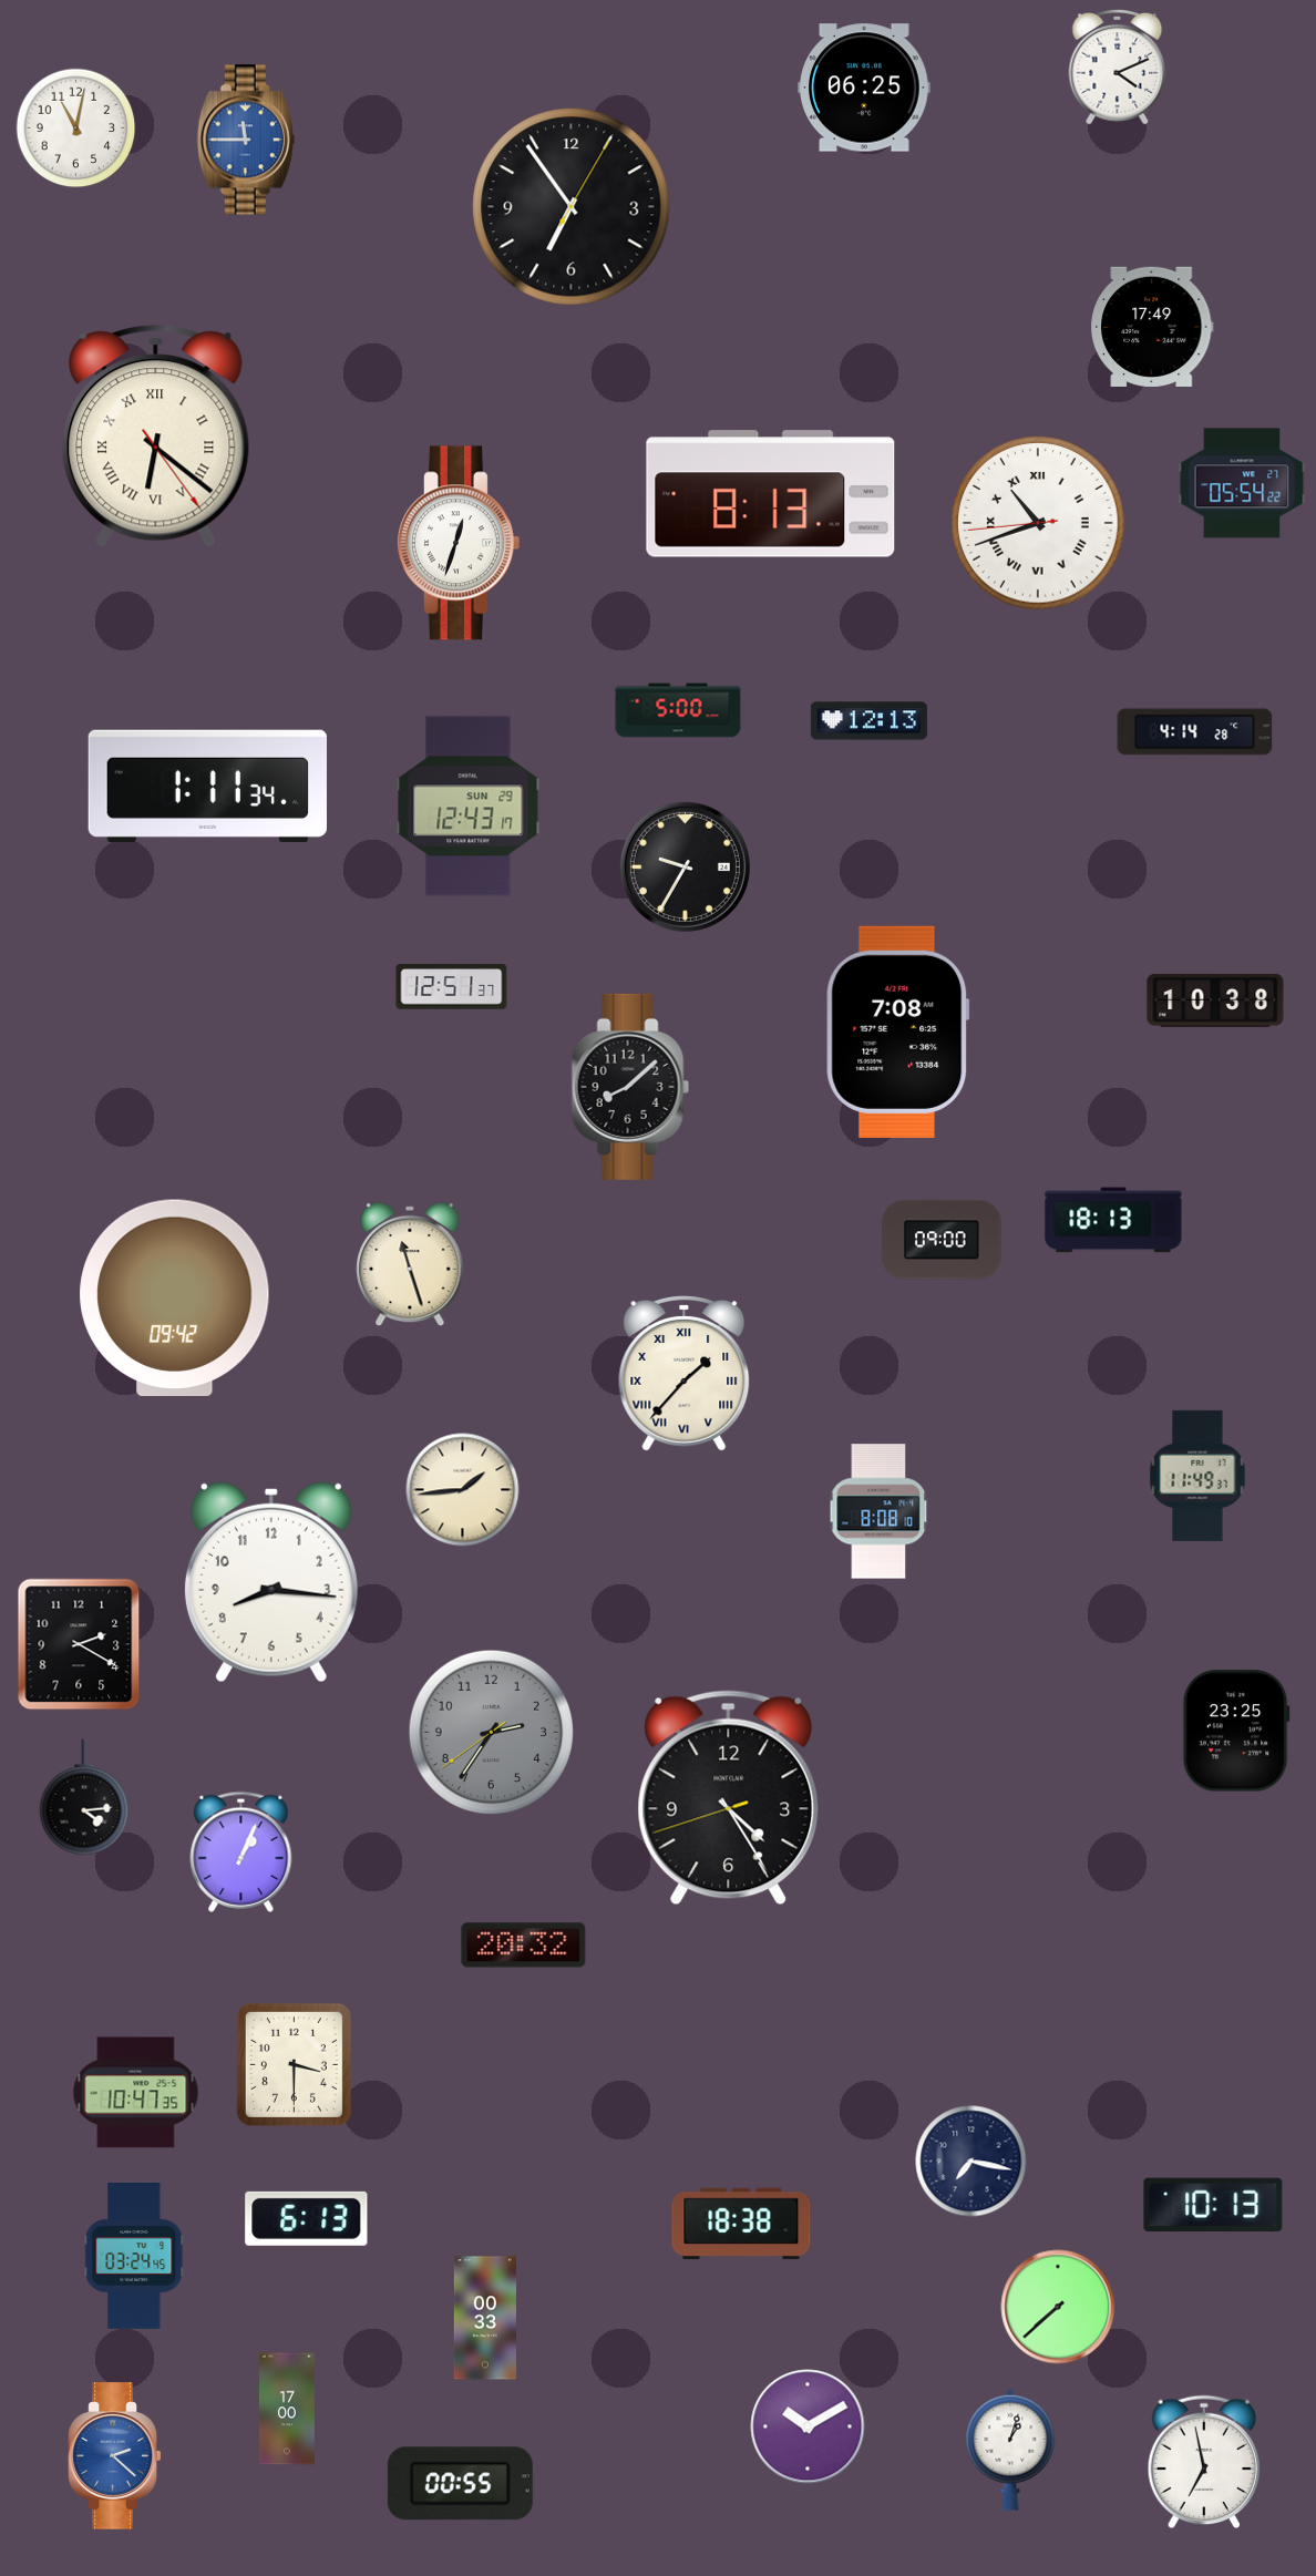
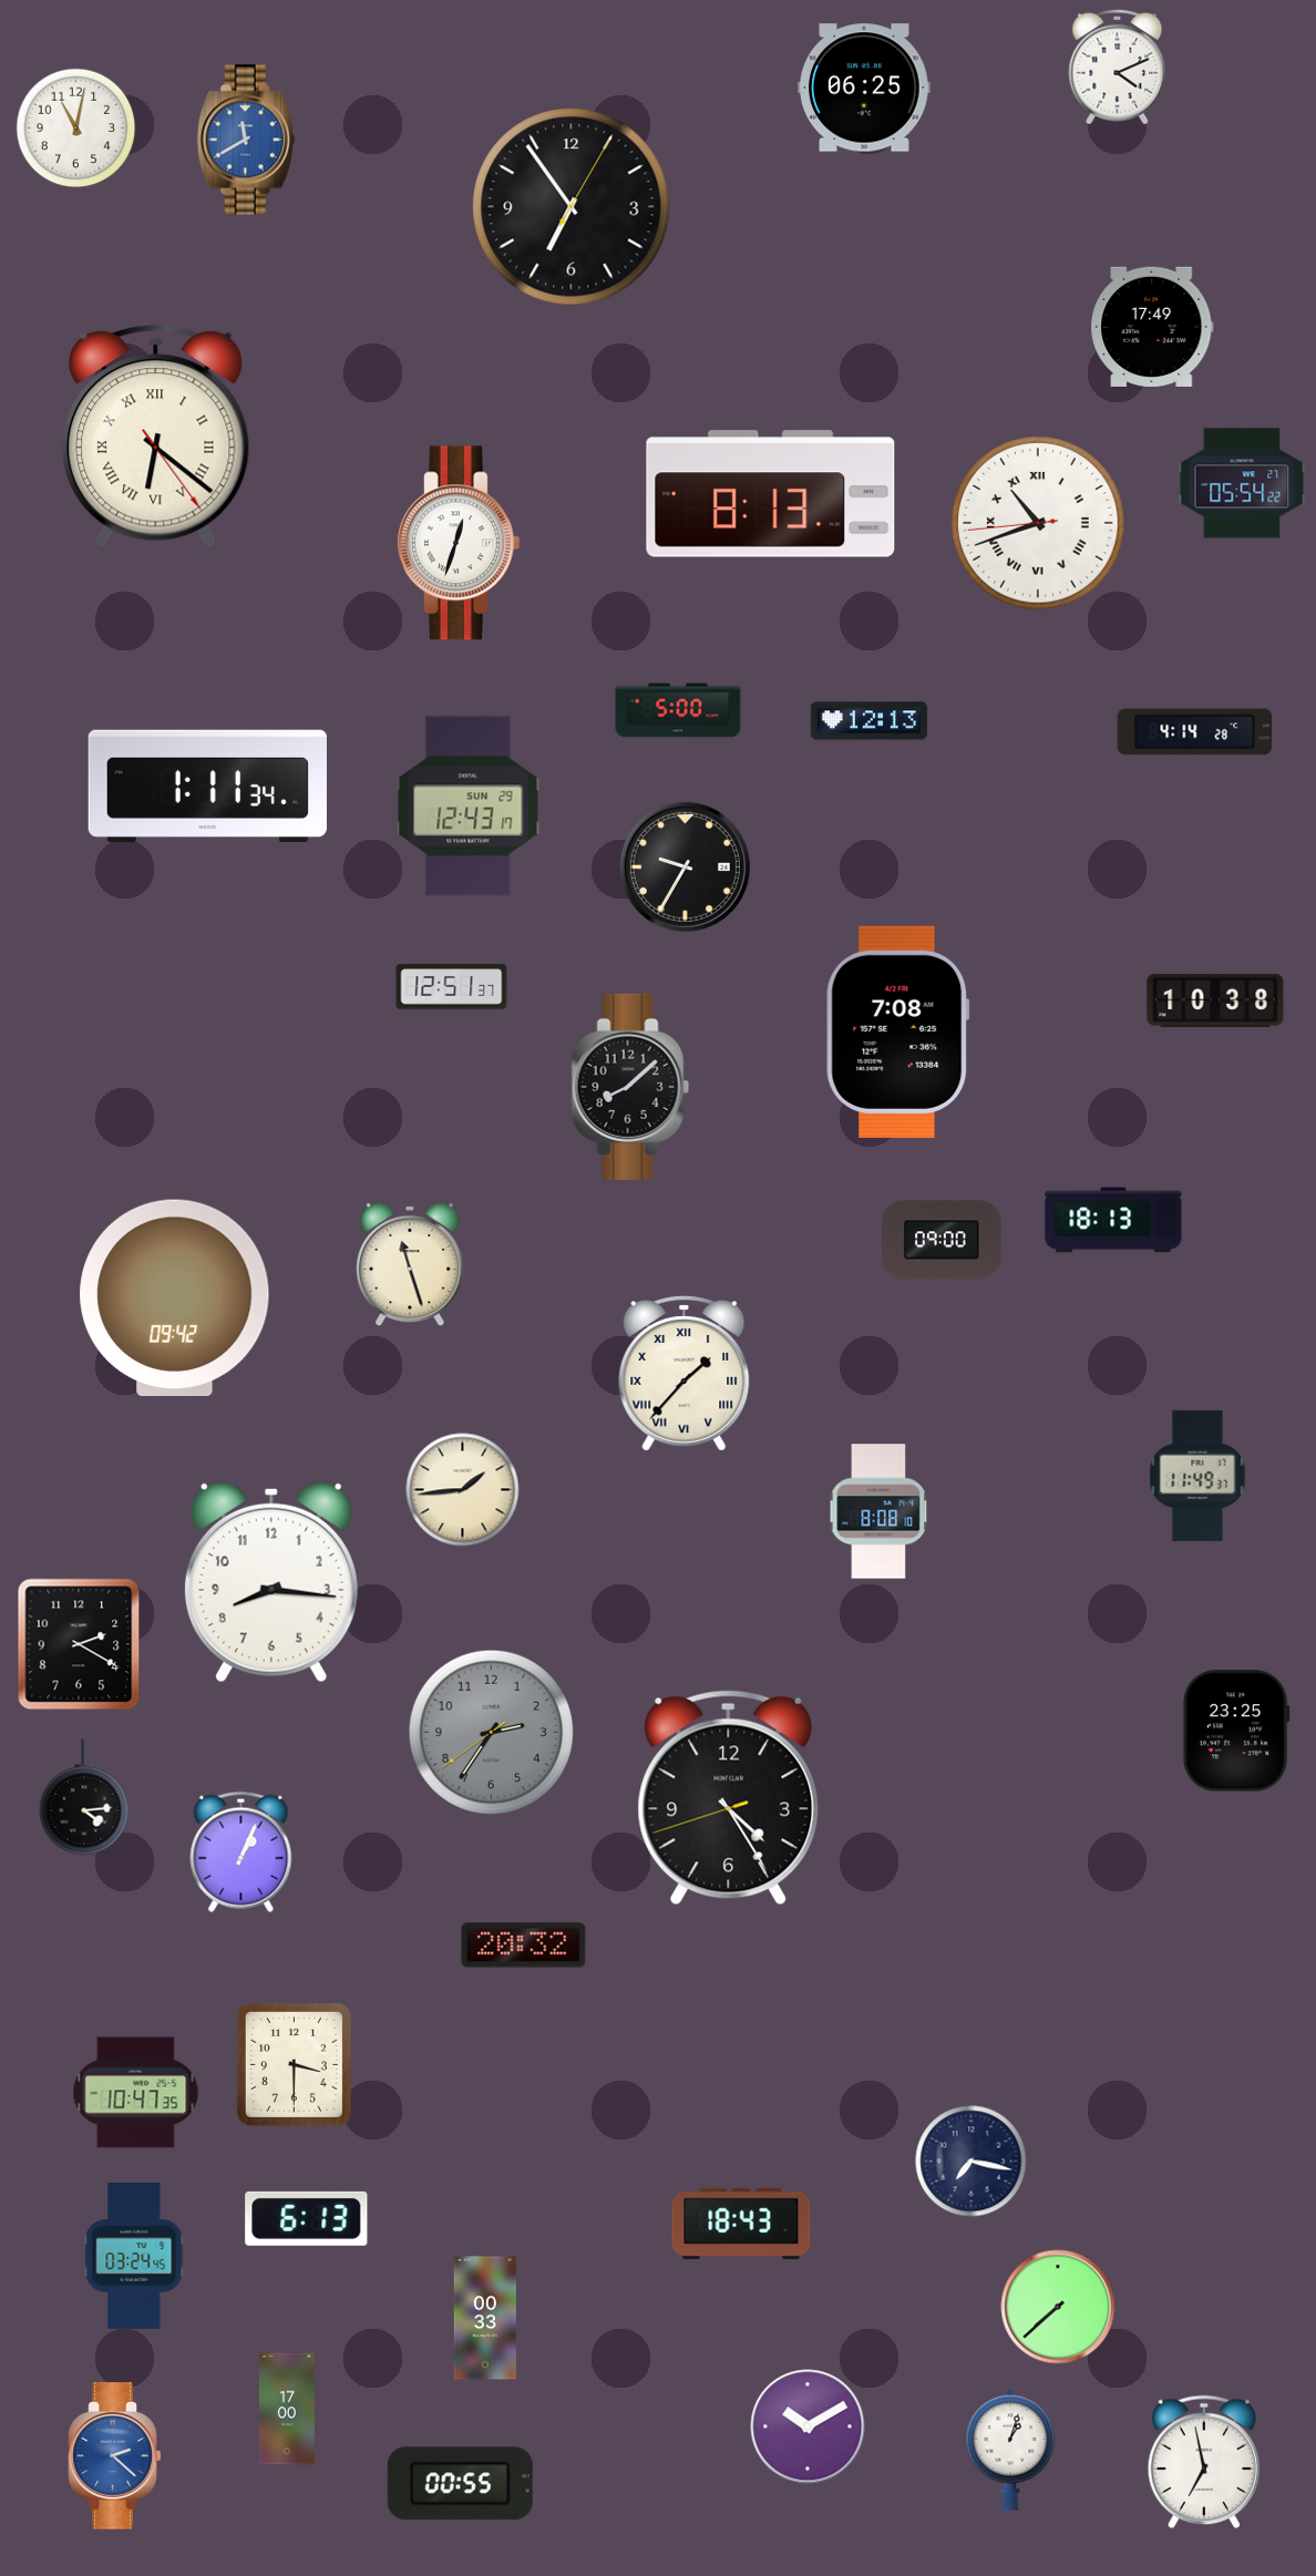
clock at (246, 140): 11:45 -> 11:40
clock at (1213, 2205): 10:13 -> none
clock at (741, 2224): 18:38 -> 18:43
